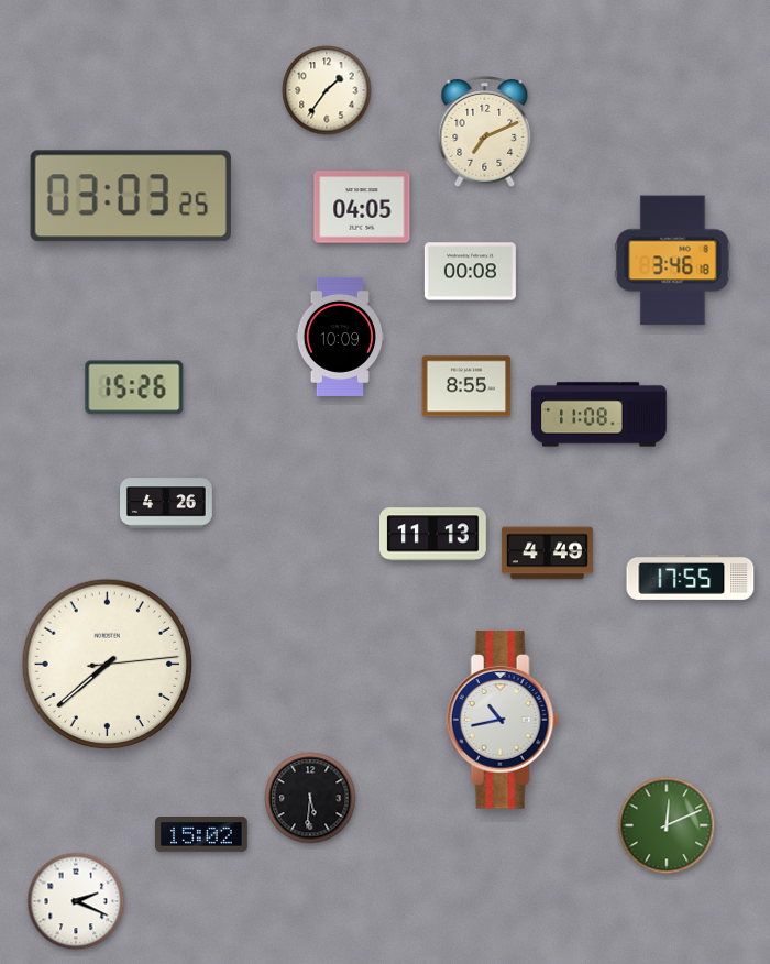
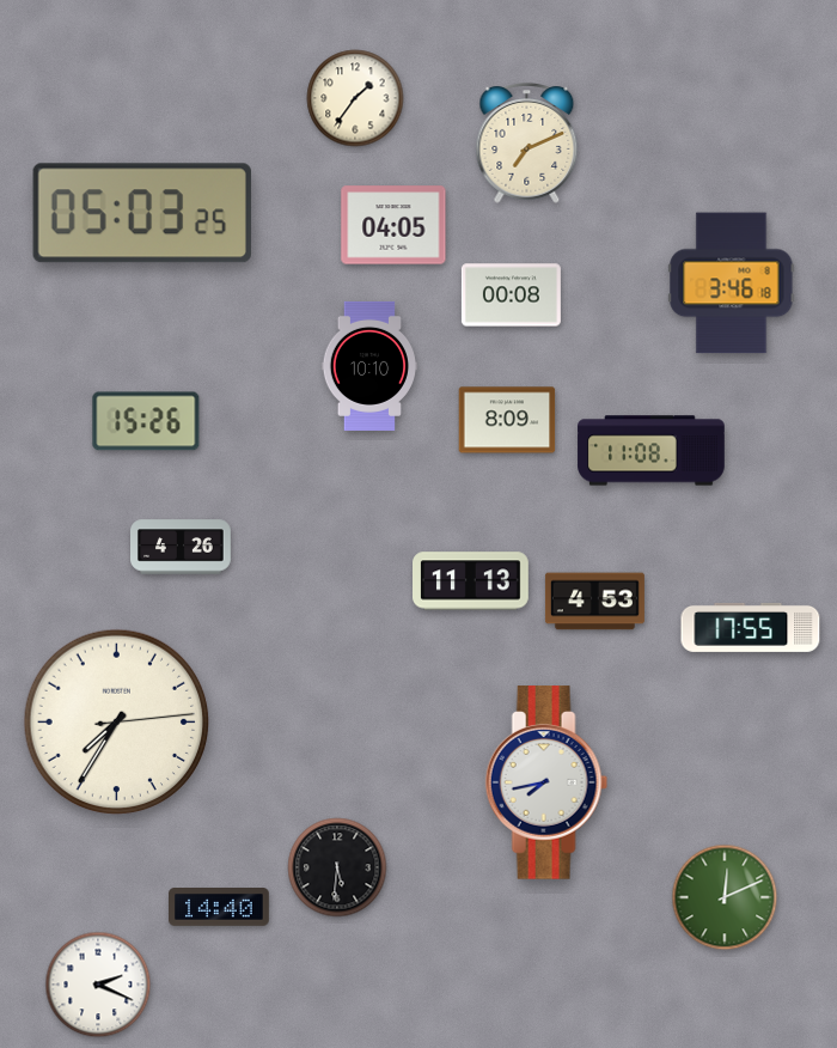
clock at (131, 196): 03:03 -> 05:03
clock at (340, 337): 10:09 -> 10:10
clock at (466, 386): 8:55 -> 8:09
clock at (547, 554): 4:49 -> 4:53
clock at (108, 665): 7:38 -> 7:35
clock at (503, 720): 10:43 -> 7:43
clock at (202, 835): 15:02 -> 14:40
clock at (76, 901) position: (76, 901) -> (98, 985)
